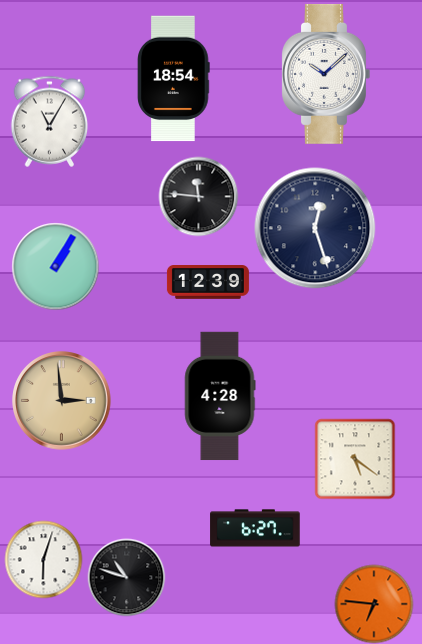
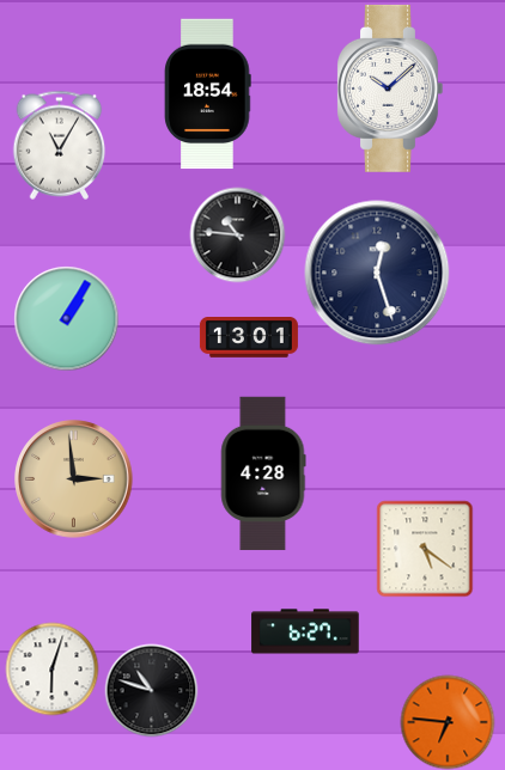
clock at (198, 196): 11:46 -> 10:46
clock at (208, 282): 12:39 -> 13:01
